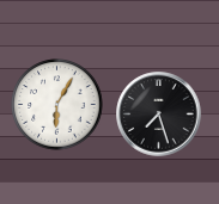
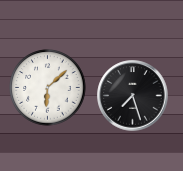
clock at (57, 105): 6:05 -> 6:08
